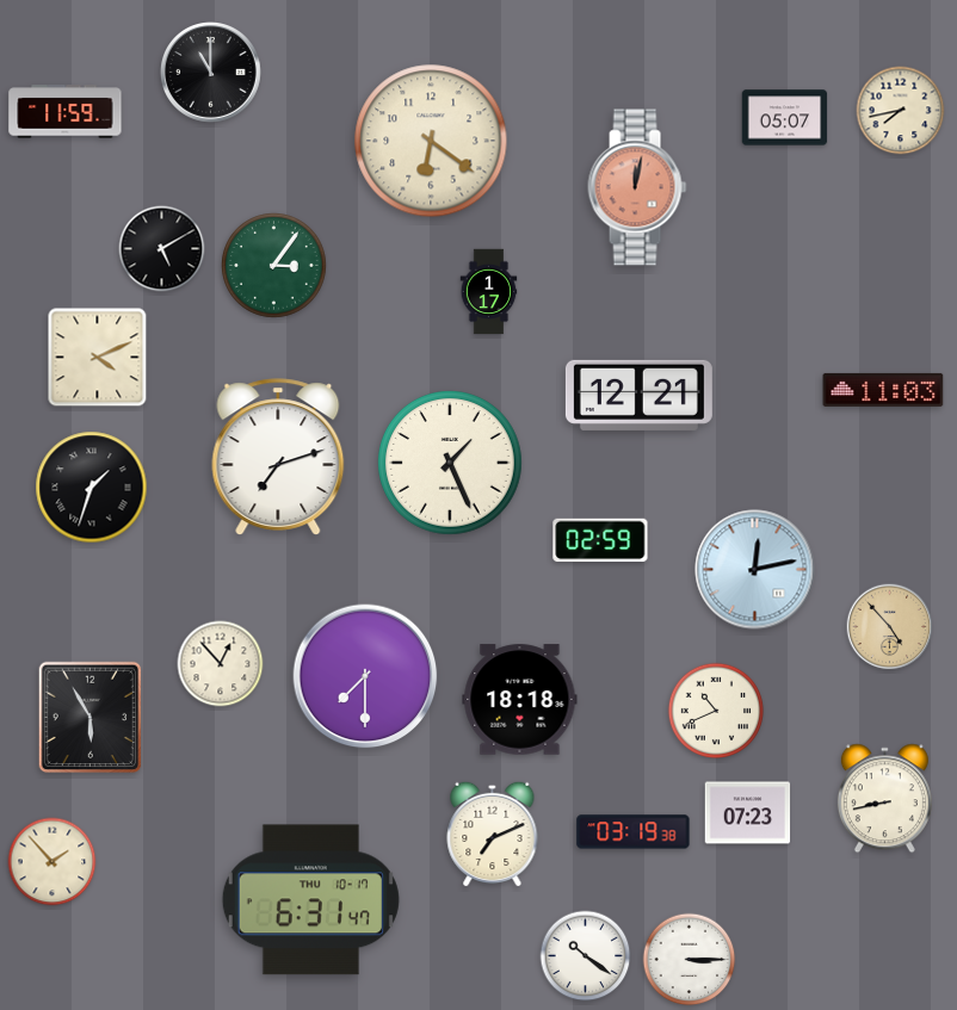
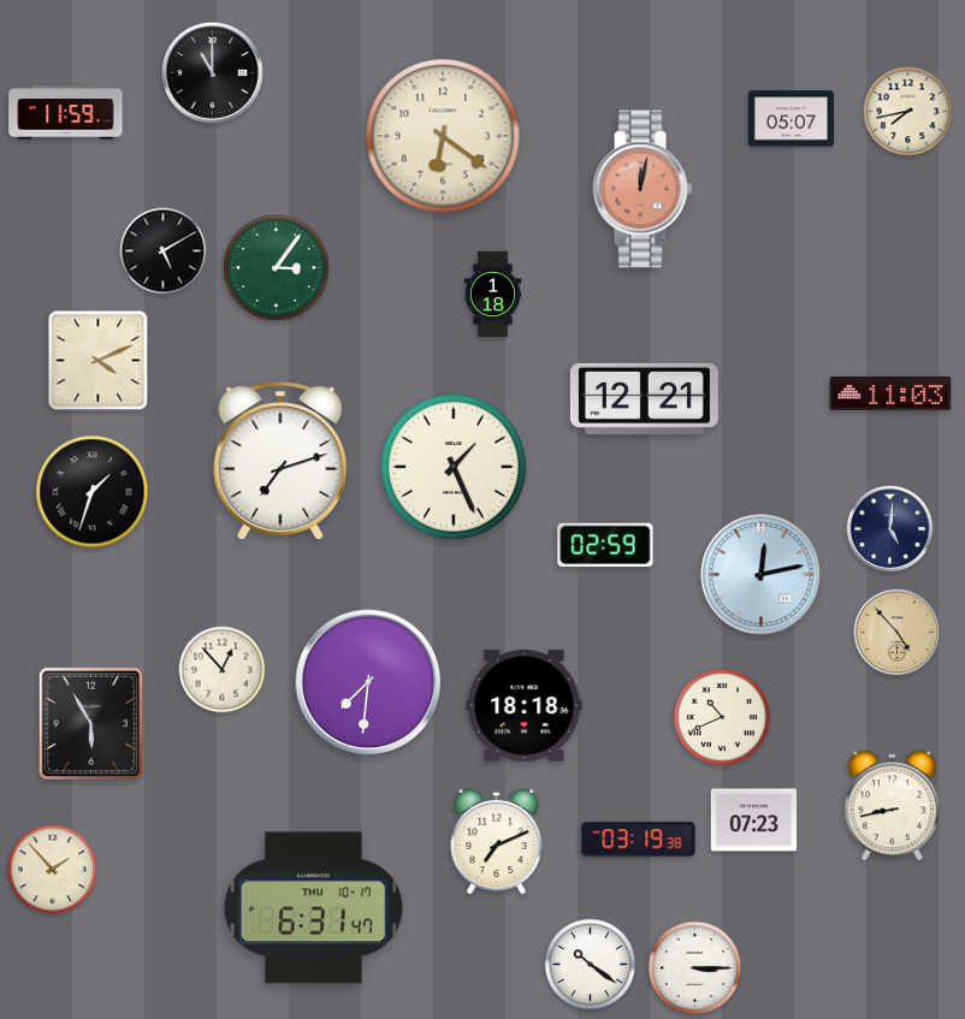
clock at (431, 141) position: (431, 141) -> (443, 136)
clock at (489, 292): 1:17 -> 1:18
clock at (890, 529): none -> 5:01
clock at (365, 676): 7:30 -> 7:31
